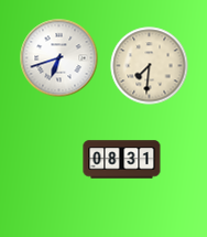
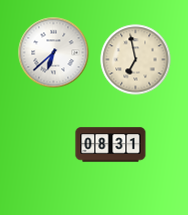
clock at (59, 58): 6:42 -> 6:38
clock at (150, 66): 7:31 -> 6:58
